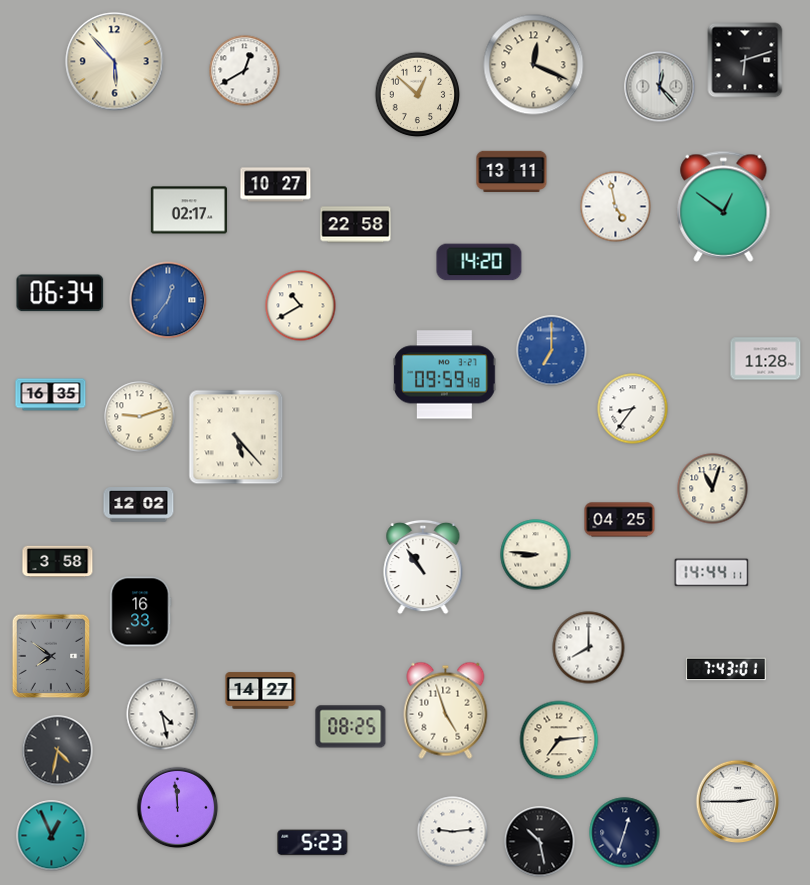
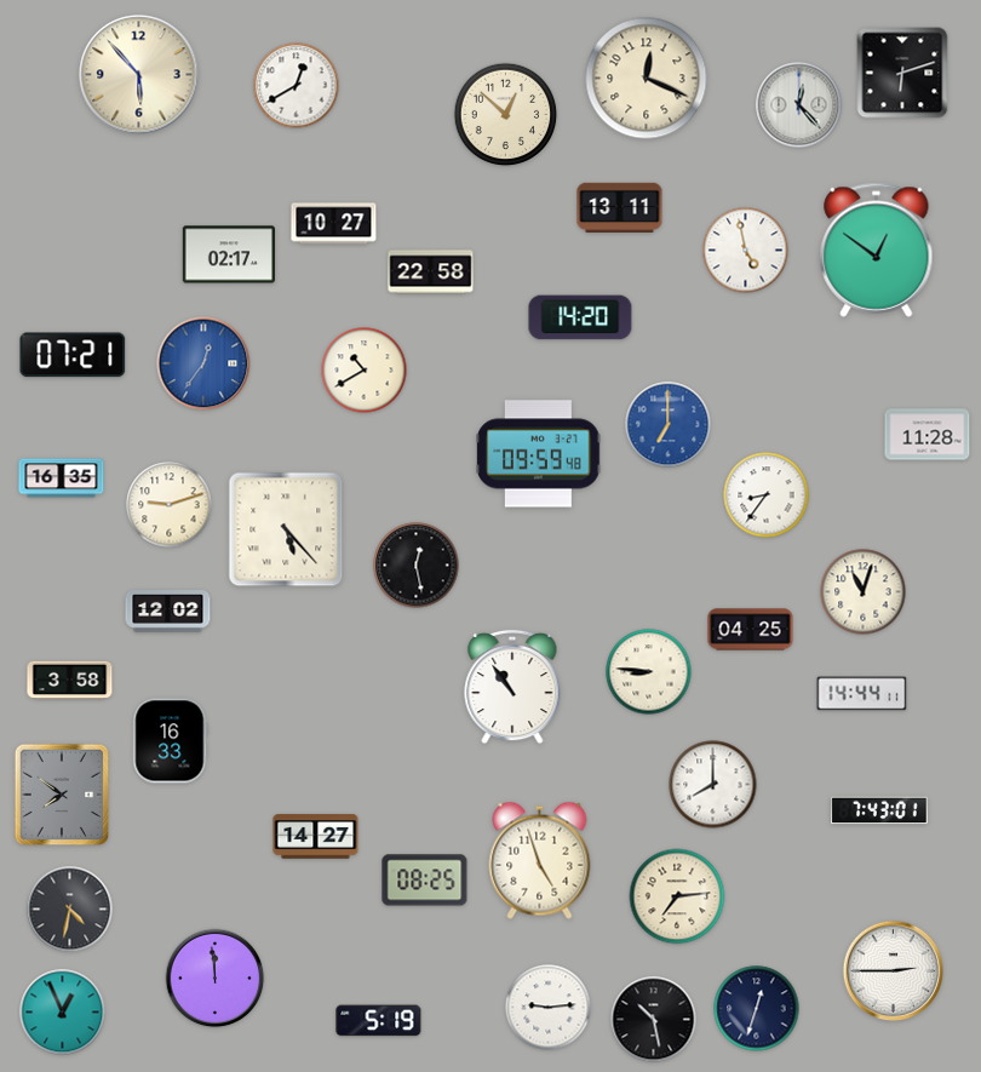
clock at (60, 293): 06:34 -> 07:21
clock at (417, 566): none -> 12:28
clock at (162, 714): 4:28 -> none
clock at (313, 843): 5:23 -> 5:19
